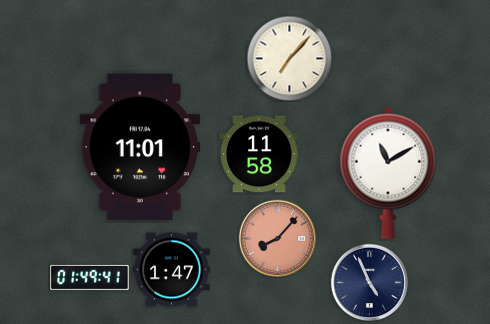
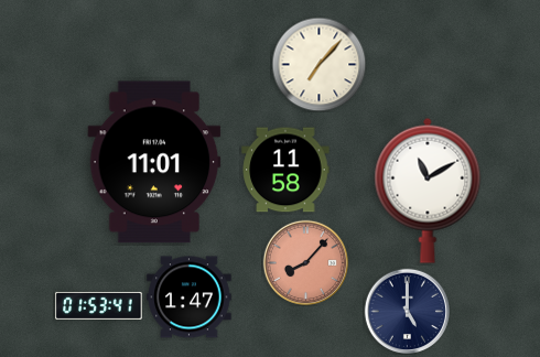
clock at (90, 277): 01:49 -> 01:53
clock at (369, 282): 4:56 -> 5:00
